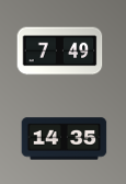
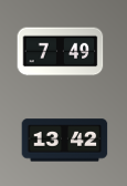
clock at (64, 139): 14:35 -> 13:42
